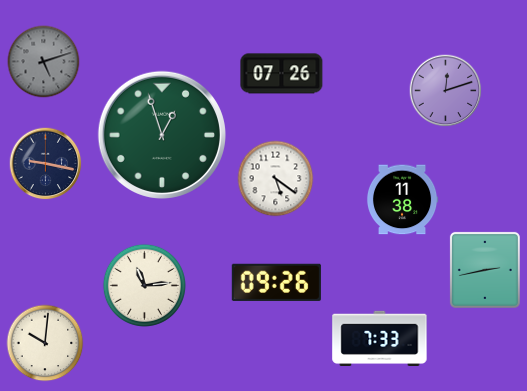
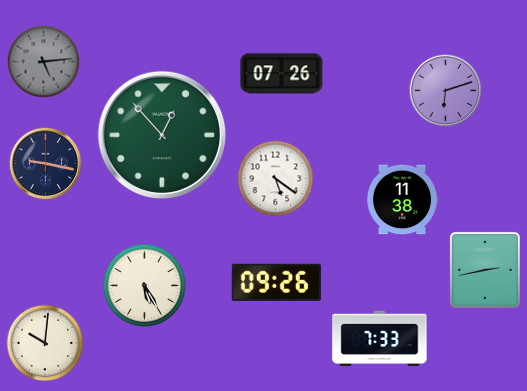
clock at (44, 62): 5:12 -> 5:14
clock at (446, 91): 12:12 -> 6:12
clock at (162, 135): 12:57 -> 12:53
clock at (144, 285): 11:14 -> 5:25
